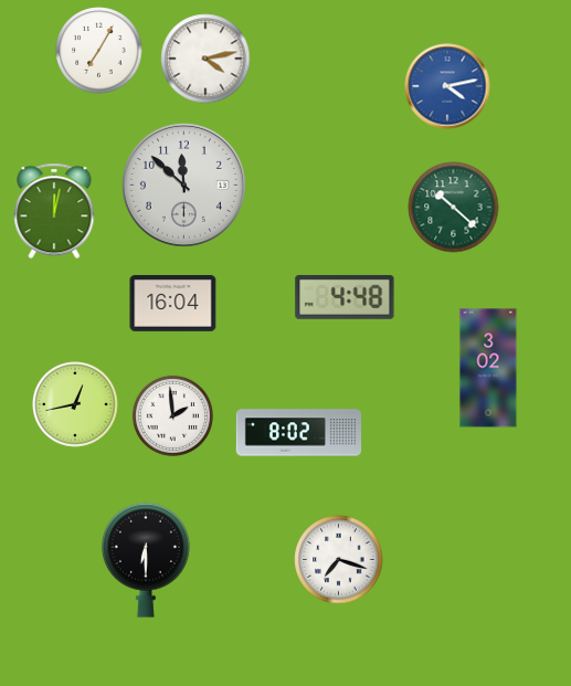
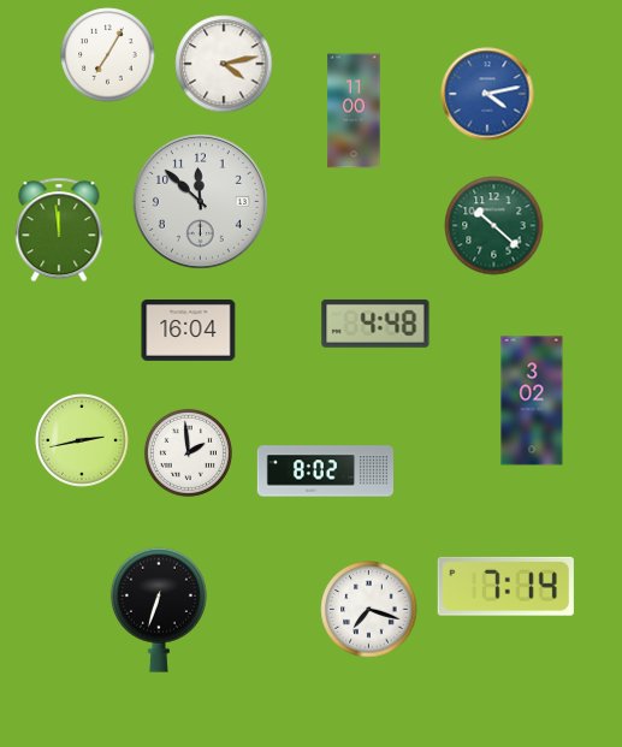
clock at (354, 111): none -> 11:00
clock at (54, 211): 12:02 -> 11:59
clock at (75, 404): 12:43 -> 2:43
clock at (505, 586): none -> 7:14
clock at (146, 560): 6:30 -> 6:33
